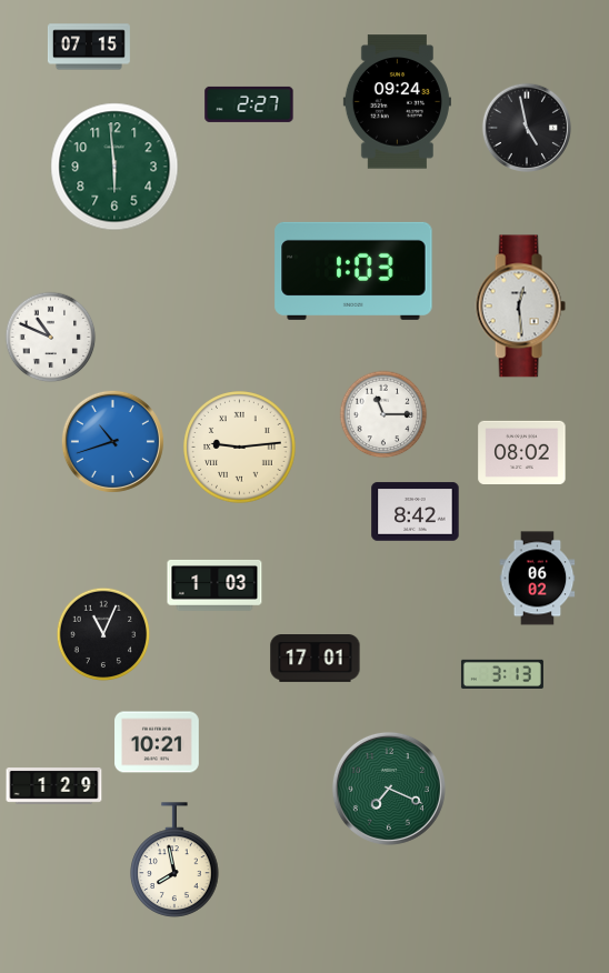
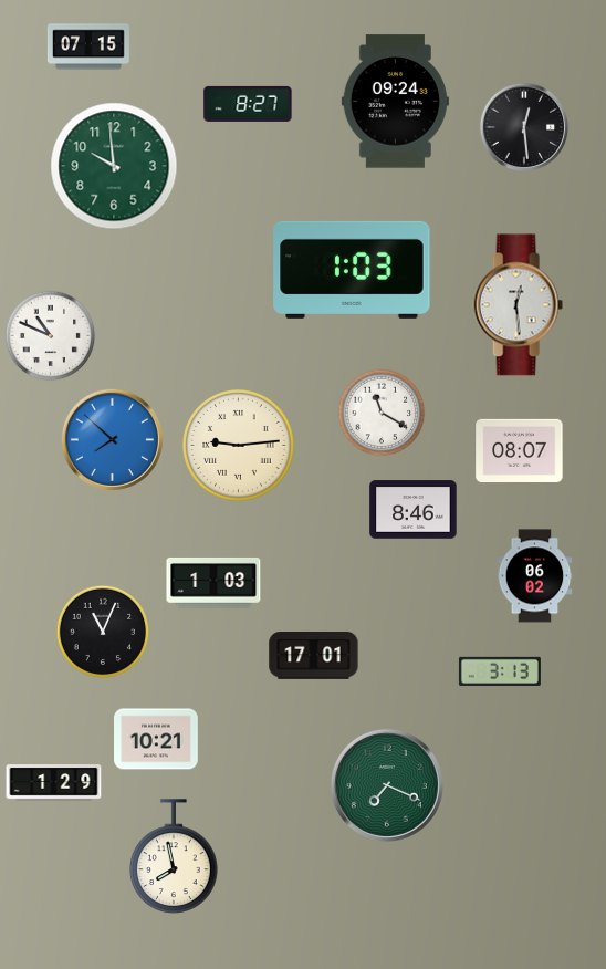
clock at (249, 104): 2:27 -> 8:27
clock at (526, 127): 4:58 -> 12:29
clock at (114, 167): 5:59 -> 9:59
clock at (383, 414): 11:15 -> 11:20
clock at (112, 441): 10:42 -> 7:52
clock at (522, 452): 08:02 -> 08:07
clock at (416, 512): 8:42 -> 8:46
